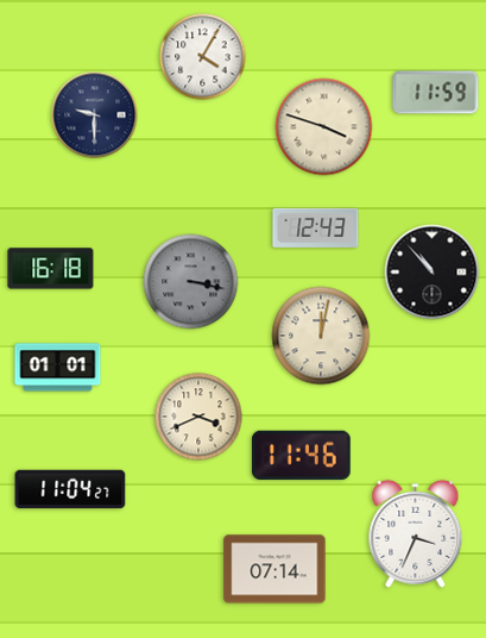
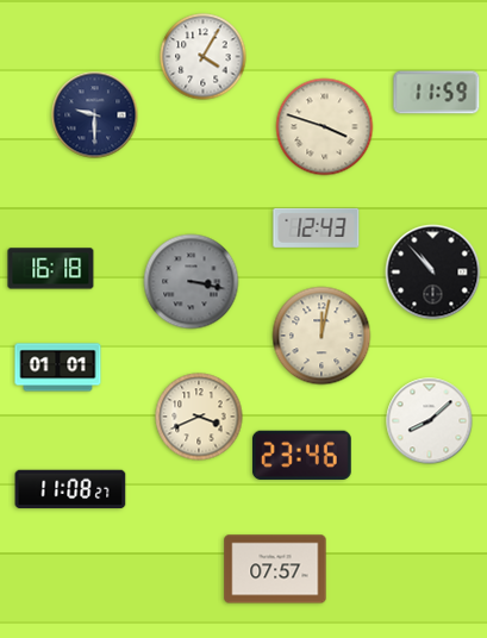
clock at (430, 421): none -> 8:08
clock at (301, 455): 11:46 -> 23:46
clock at (70, 489): 11:04 -> 11:08
clock at (416, 533): 3:34 -> none
clock at (274, 569): 07:14 -> 07:57
